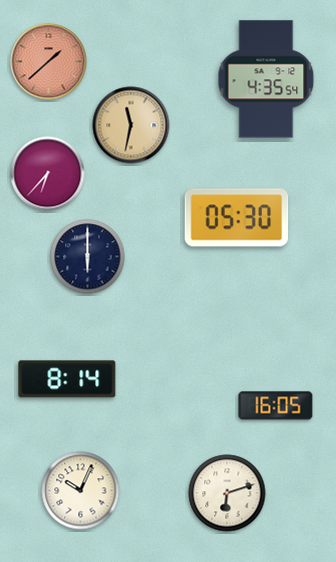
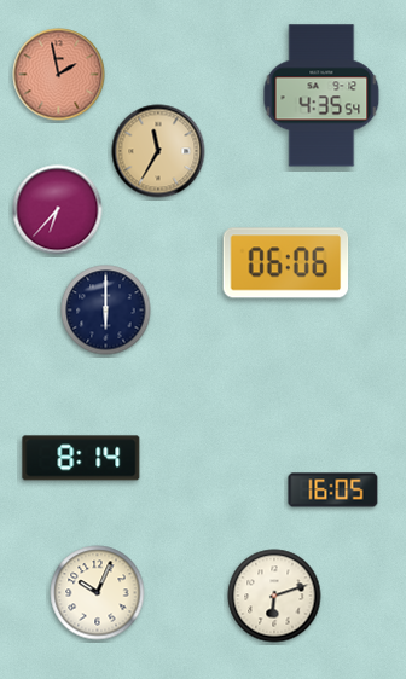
clock at (49, 62): 1:38 -> 1:58
clock at (131, 125): 11:32 -> 11:35
clock at (237, 218): 05:30 -> 06:06
